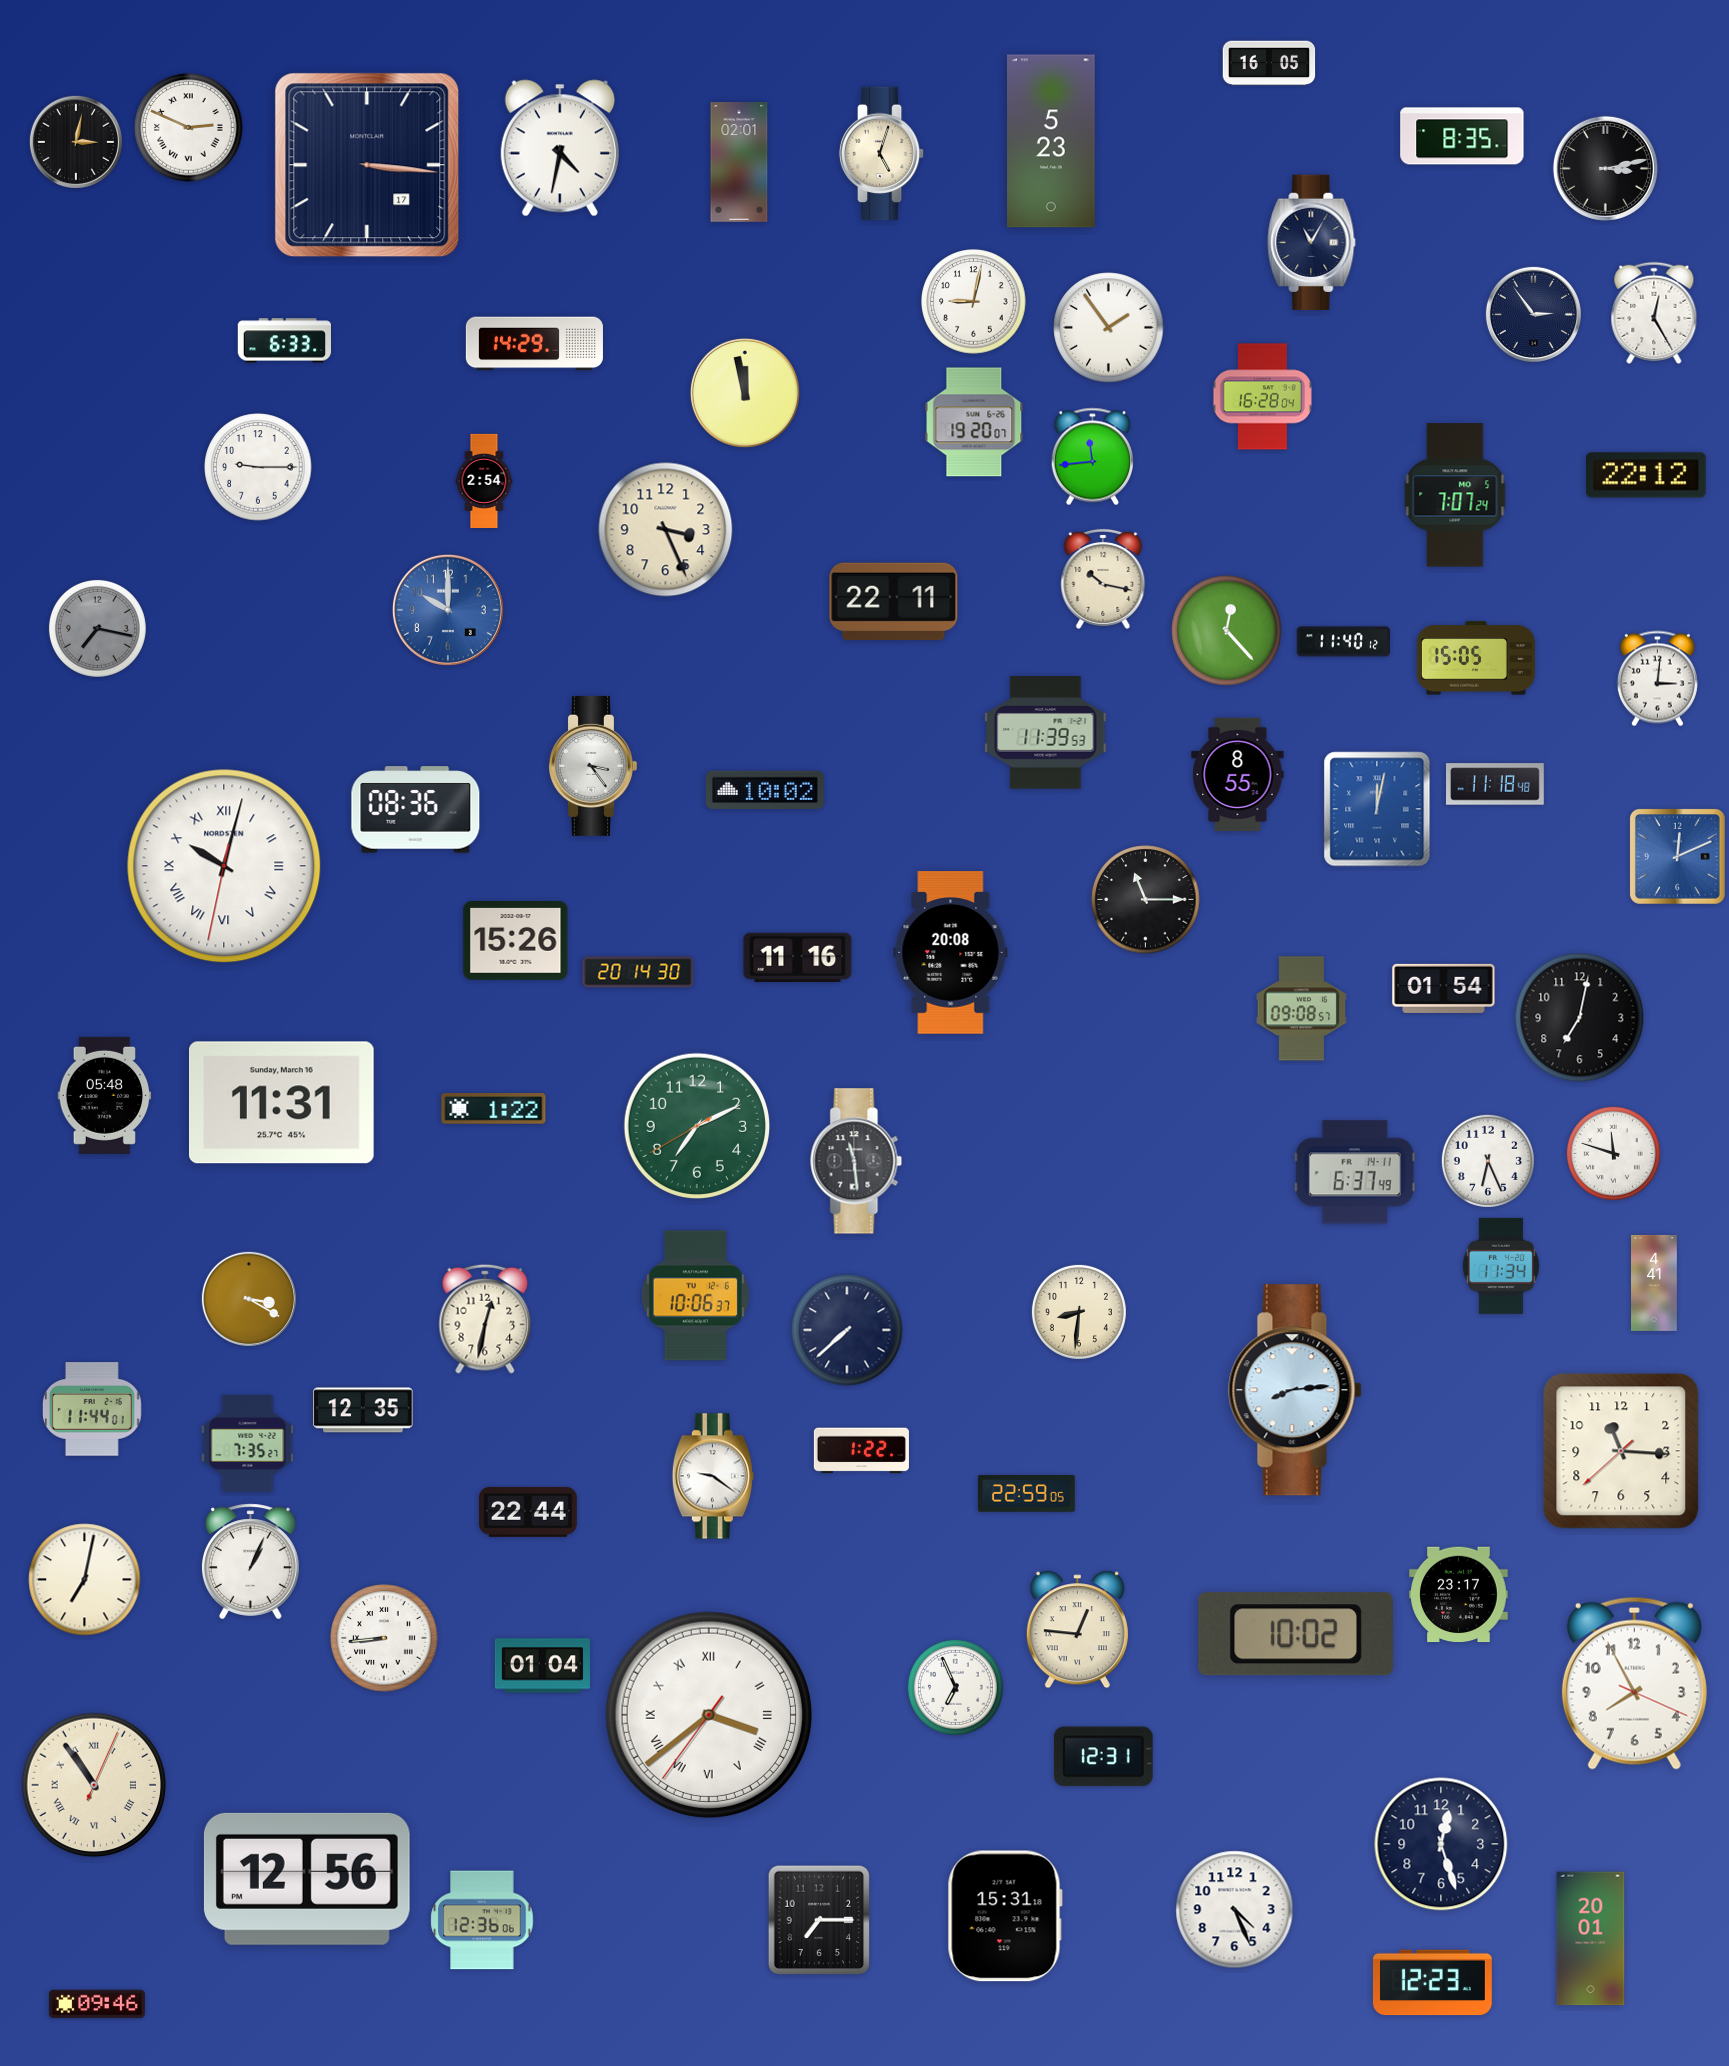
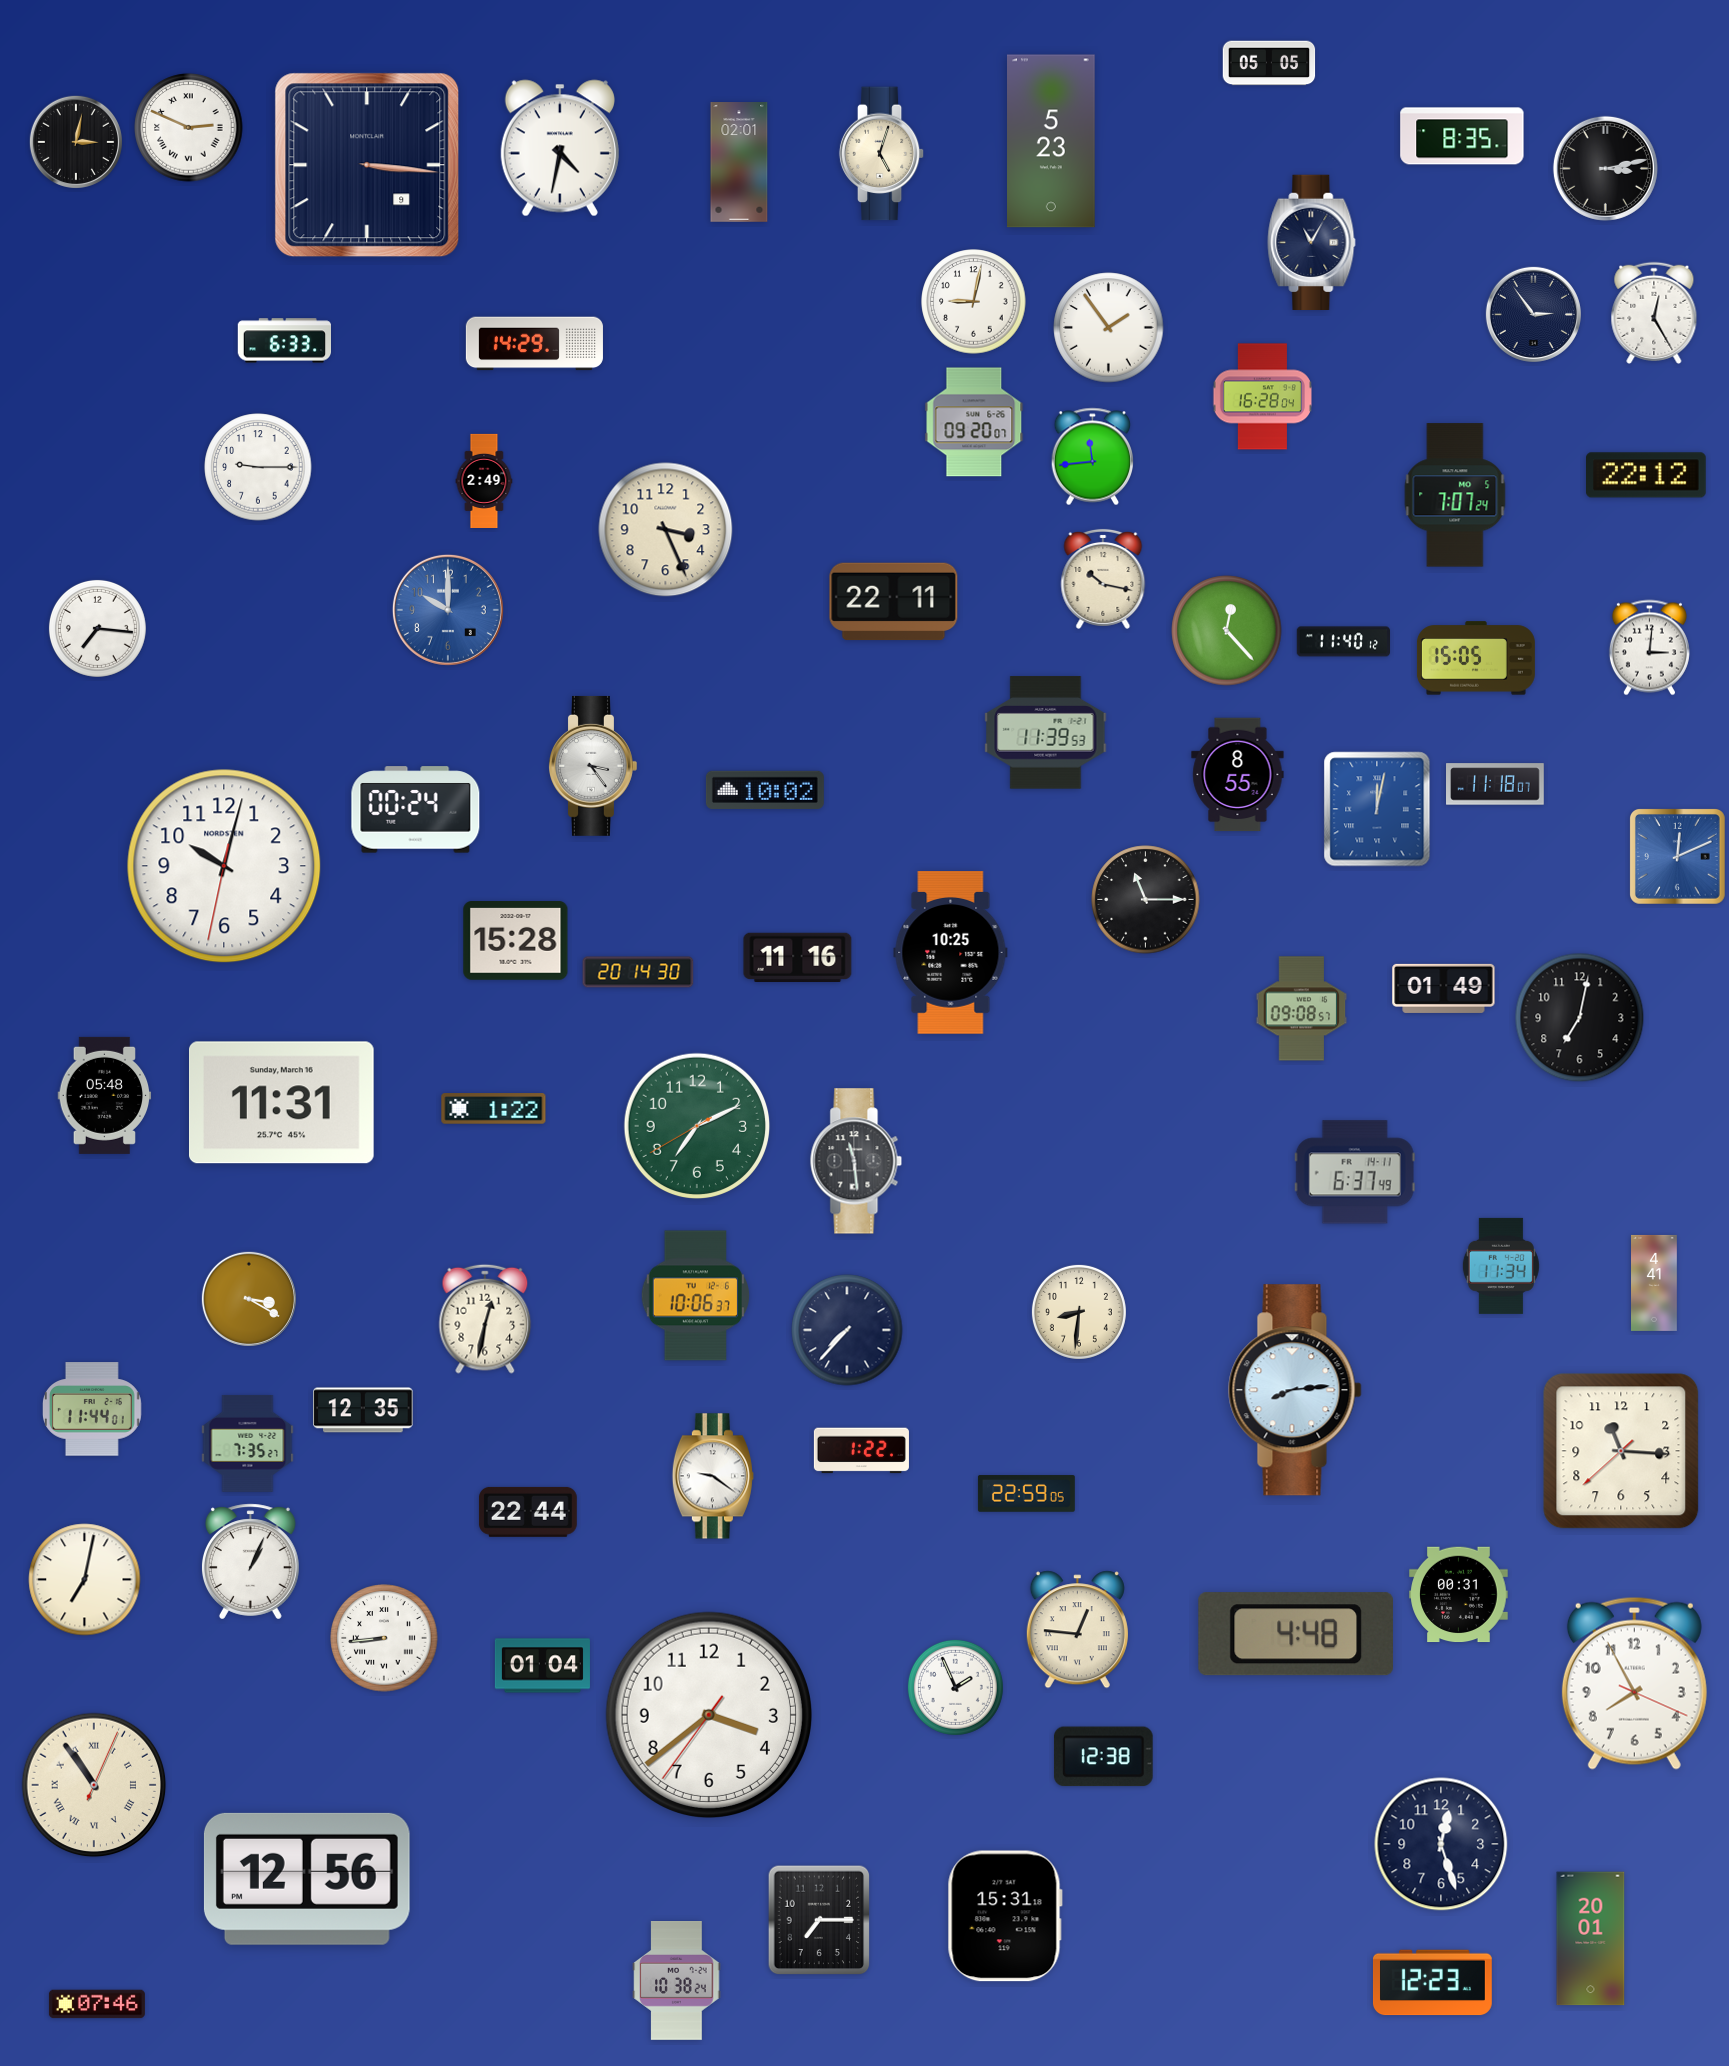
clock at (1269, 63): 16:05 -> 05:05
clock at (367, 165) date: 17 -> 9
clock at (745, 393): 11:58 -> none
clock at (974, 422): 19:20 -> 09:20
clock at (484, 480): 2:54 -> 2:49
clock at (97, 628): 7:17 -> 7:16
clock at (97, 628) dial: grey -> white
clock at (1657, 679) position: (1657, 679) -> (1649, 648)
clock at (1496, 784): 11:18:48 -> 11:18:07
clock at (416, 810): 08:36 -> 00:24
clock at (224, 866) numerals: Roman -> Arabic
clock at (516, 941): 15:26 -> 15:28
clock at (951, 953): 20:08 -> 10:25
clock at (1444, 988): 01:54 -> 01:49
clock at (1613, 1153): 11:48 -> none
clock at (1488, 1161): 6:26 -> none
clock at (847, 1330): 7:38 -> 7:37
clock at (1459, 1595): 23:17 -> 00:31
clock at (1296, 1634): 10:02 -> 4:48
clock at (955, 1687): 6:56 -> 1:56
clock at (708, 1714) numerals: Roman -> Arabic
clock at (1103, 1757): 12:31 -> 12:38
clock at (1235, 1910): 4:26 -> none
clock at (482, 1920): 12:36 -> none
clock at (677, 1981): none -> 10:38
clock at (97, 2004): 09:46 -> 07:46
